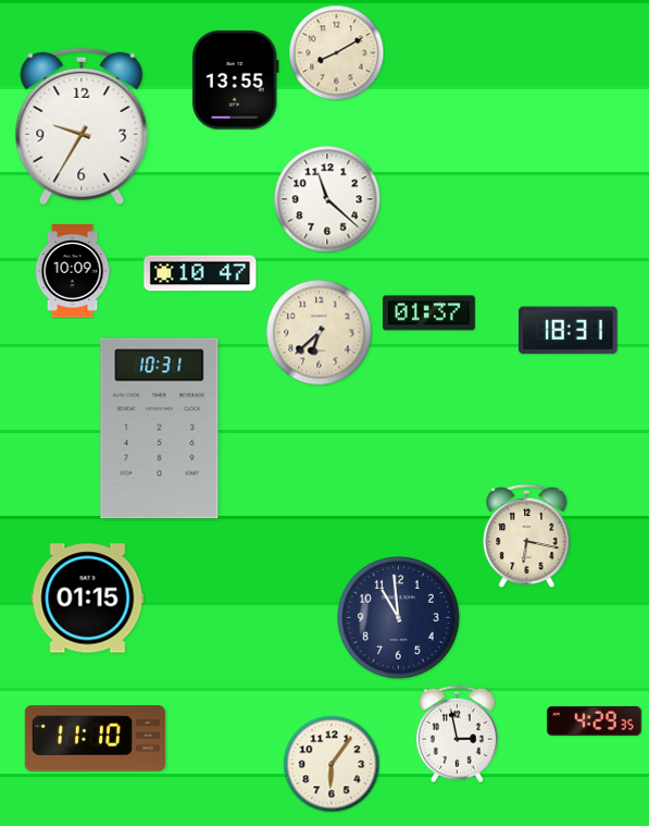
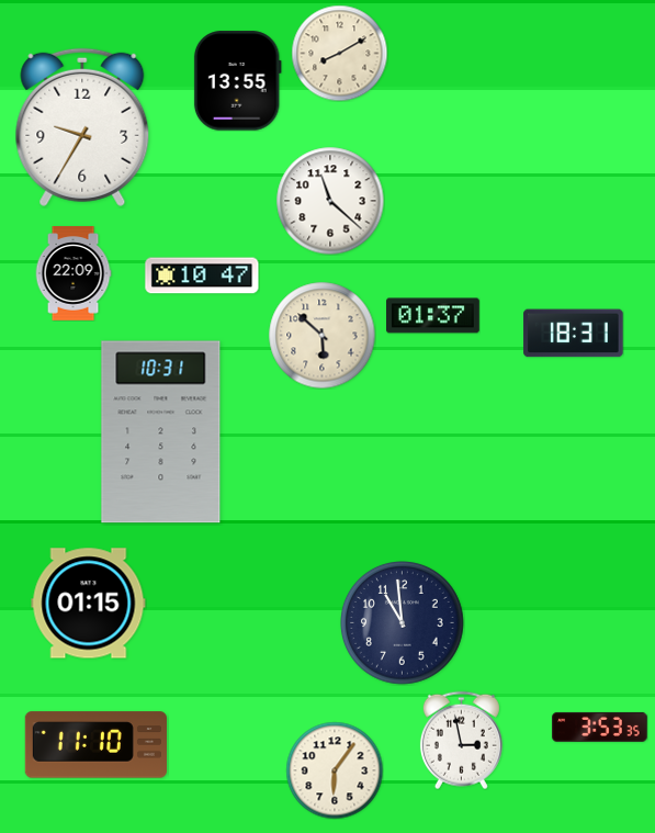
clock at (73, 271): 10:09 -> 22:09
clock at (319, 332): 6:38 -> 5:52
clock at (527, 535): 6:17 -> none
clock at (595, 720): 4:29 -> 3:53
